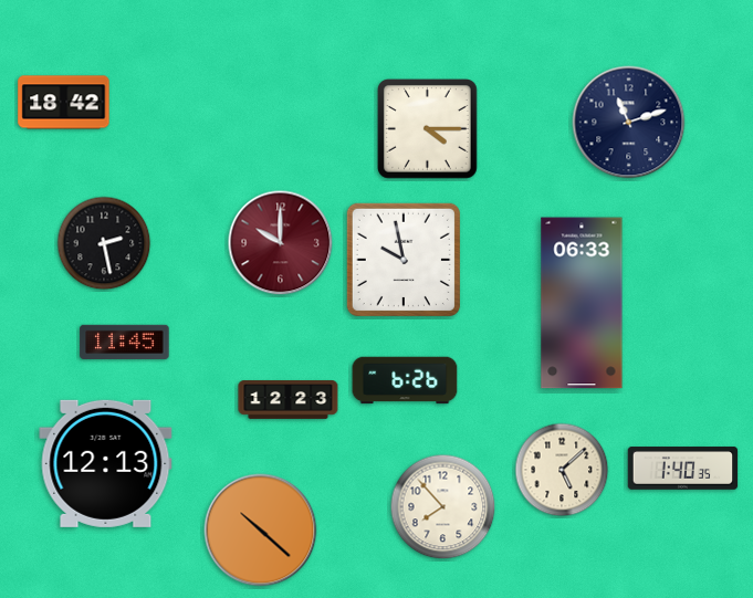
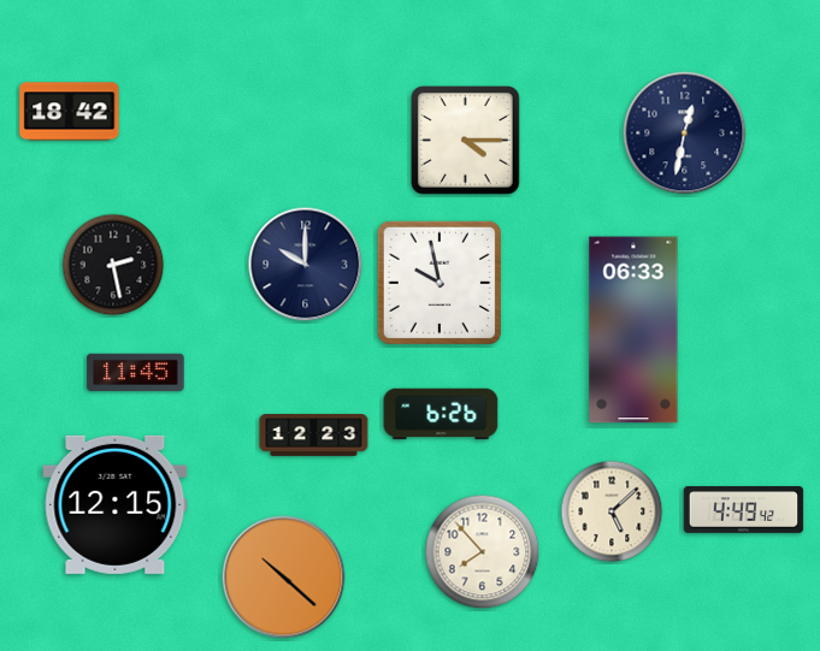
clock at (629, 123): 11:12 -> 12:32
clock at (281, 243) dial: burgundy -> navy
clock at (106, 463): 12:13 -> 12:15
clock at (683, 469): 1:40 -> 4:49
